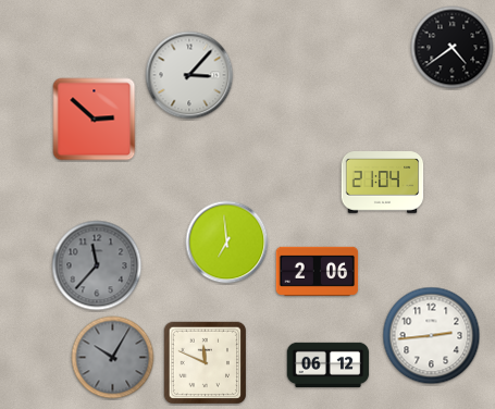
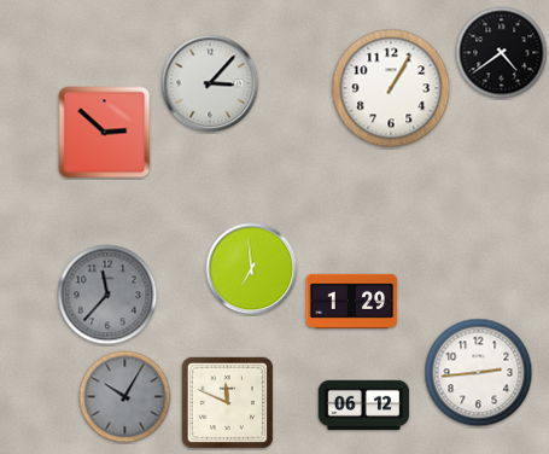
clock at (391, 88): none -> 1:05
clock at (383, 183): 21:04 -> none
clock at (318, 271): 2:06 -> 1:29
